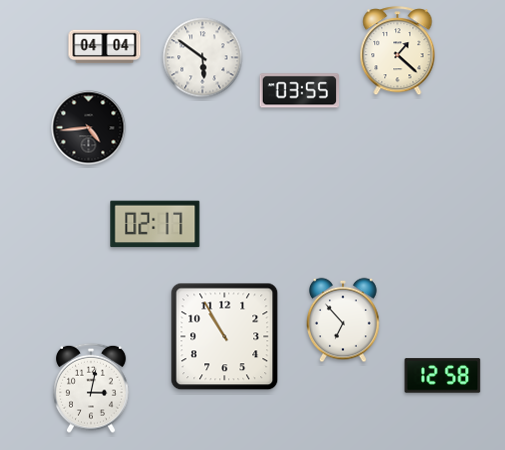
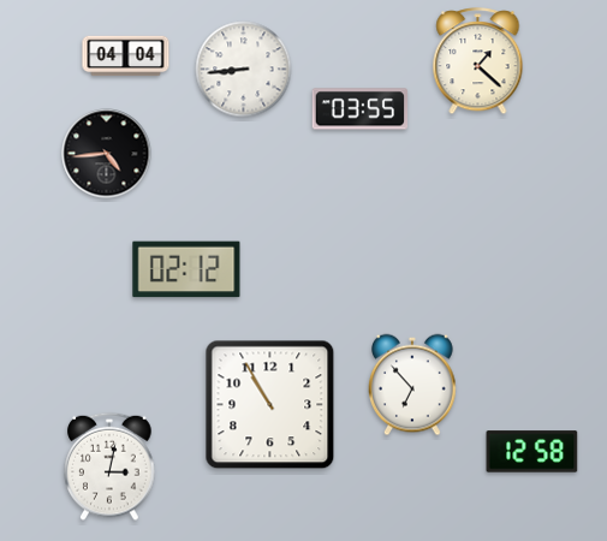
clock at (203, 58): 5:51 -> 8:44
clock at (155, 224): 02:17 -> 02:12
